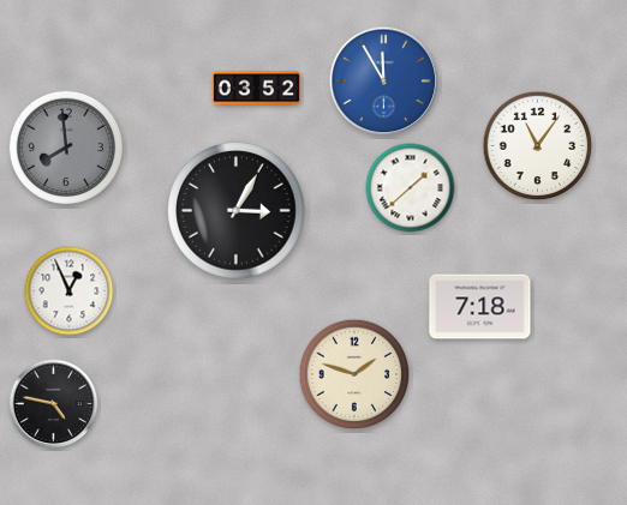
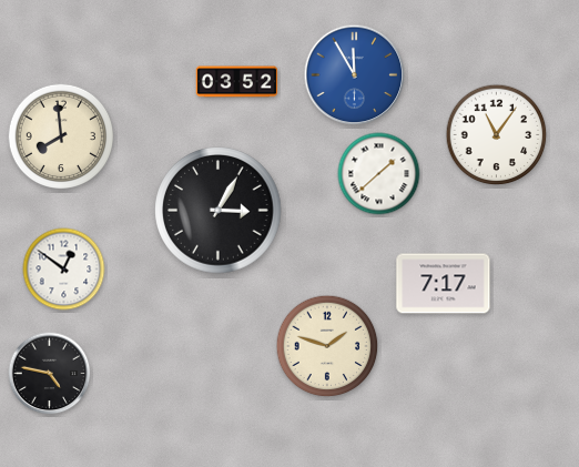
clock at (65, 146) dial: grey -> cream
clock at (237, 211) position: (237, 211) -> (219, 211)
clock at (70, 291): 12:56 -> 12:51
clock at (480, 307): 7:18 -> 7:17
